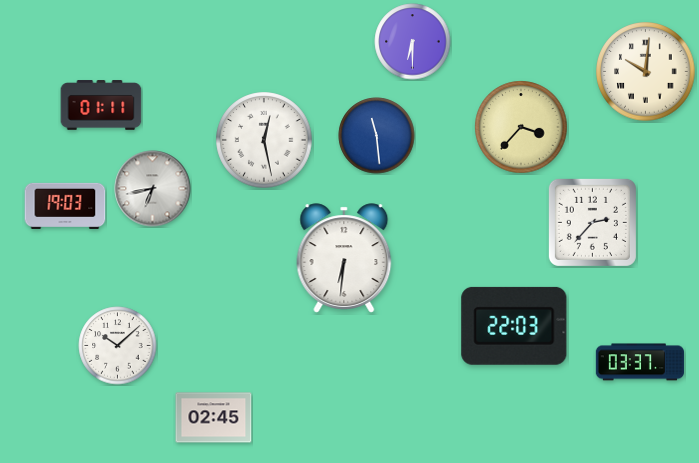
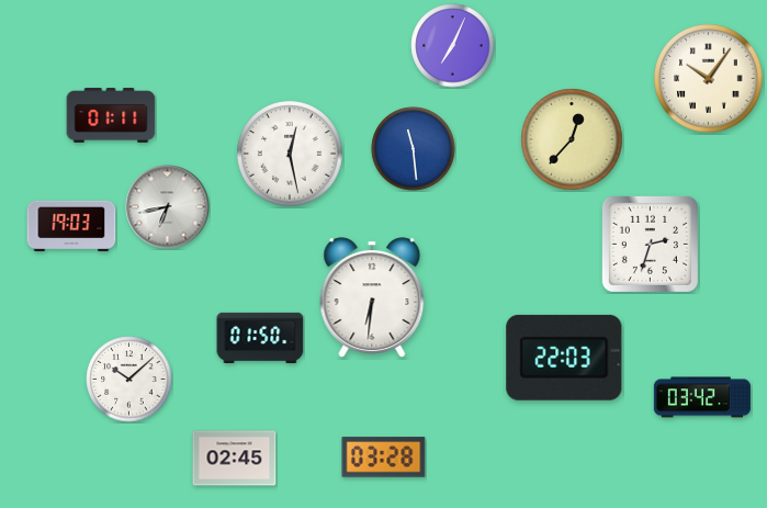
clock at (413, 42): 6:30 -> 7:04
clock at (646, 72): 10:01 -> 10:06
clock at (521, 127): 3:37 -> 12:37
clock at (592, 222): 2:37 -> 2:33
clock at (344, 258) position: (344, 258) -> (372, 297)
clock at (260, 338): none -> 01:50
clock at (640, 362): 03:37 -> 03:42
clock at (384, 458): none -> 03:28
